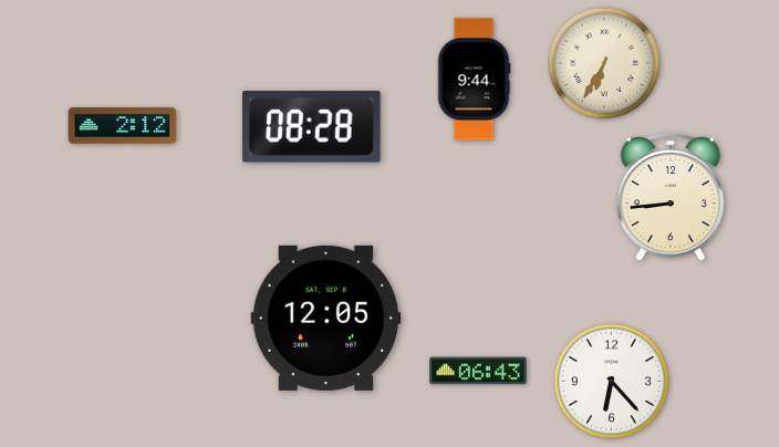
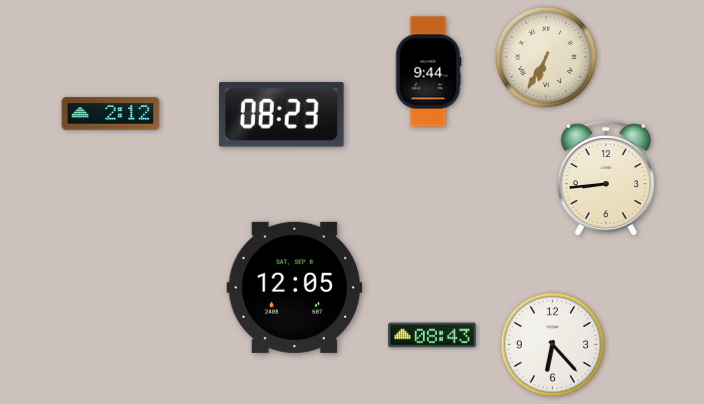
clock at (312, 127): 08:28 -> 08:23
clock at (478, 371): 06:43 -> 08:43
